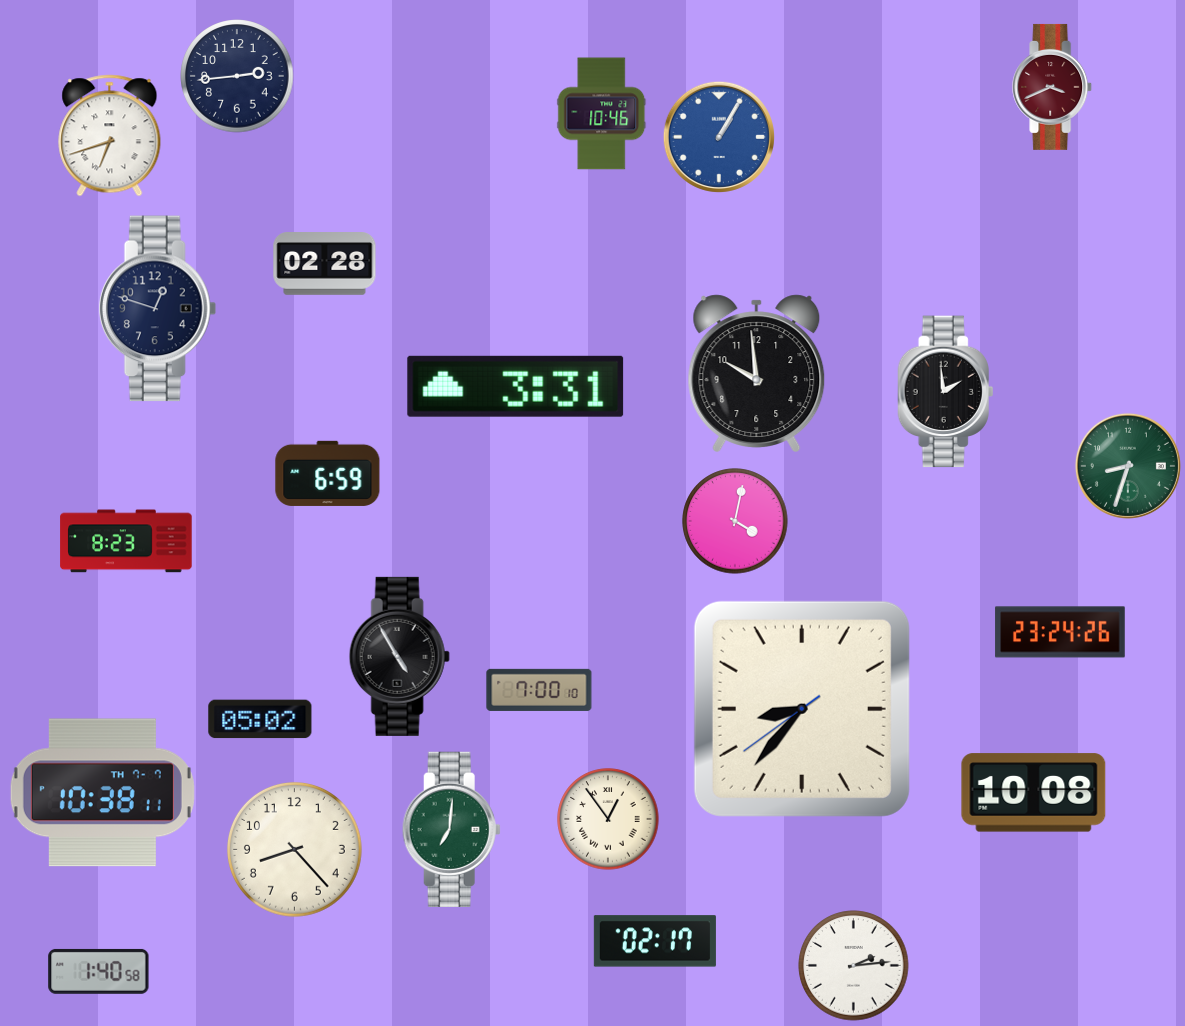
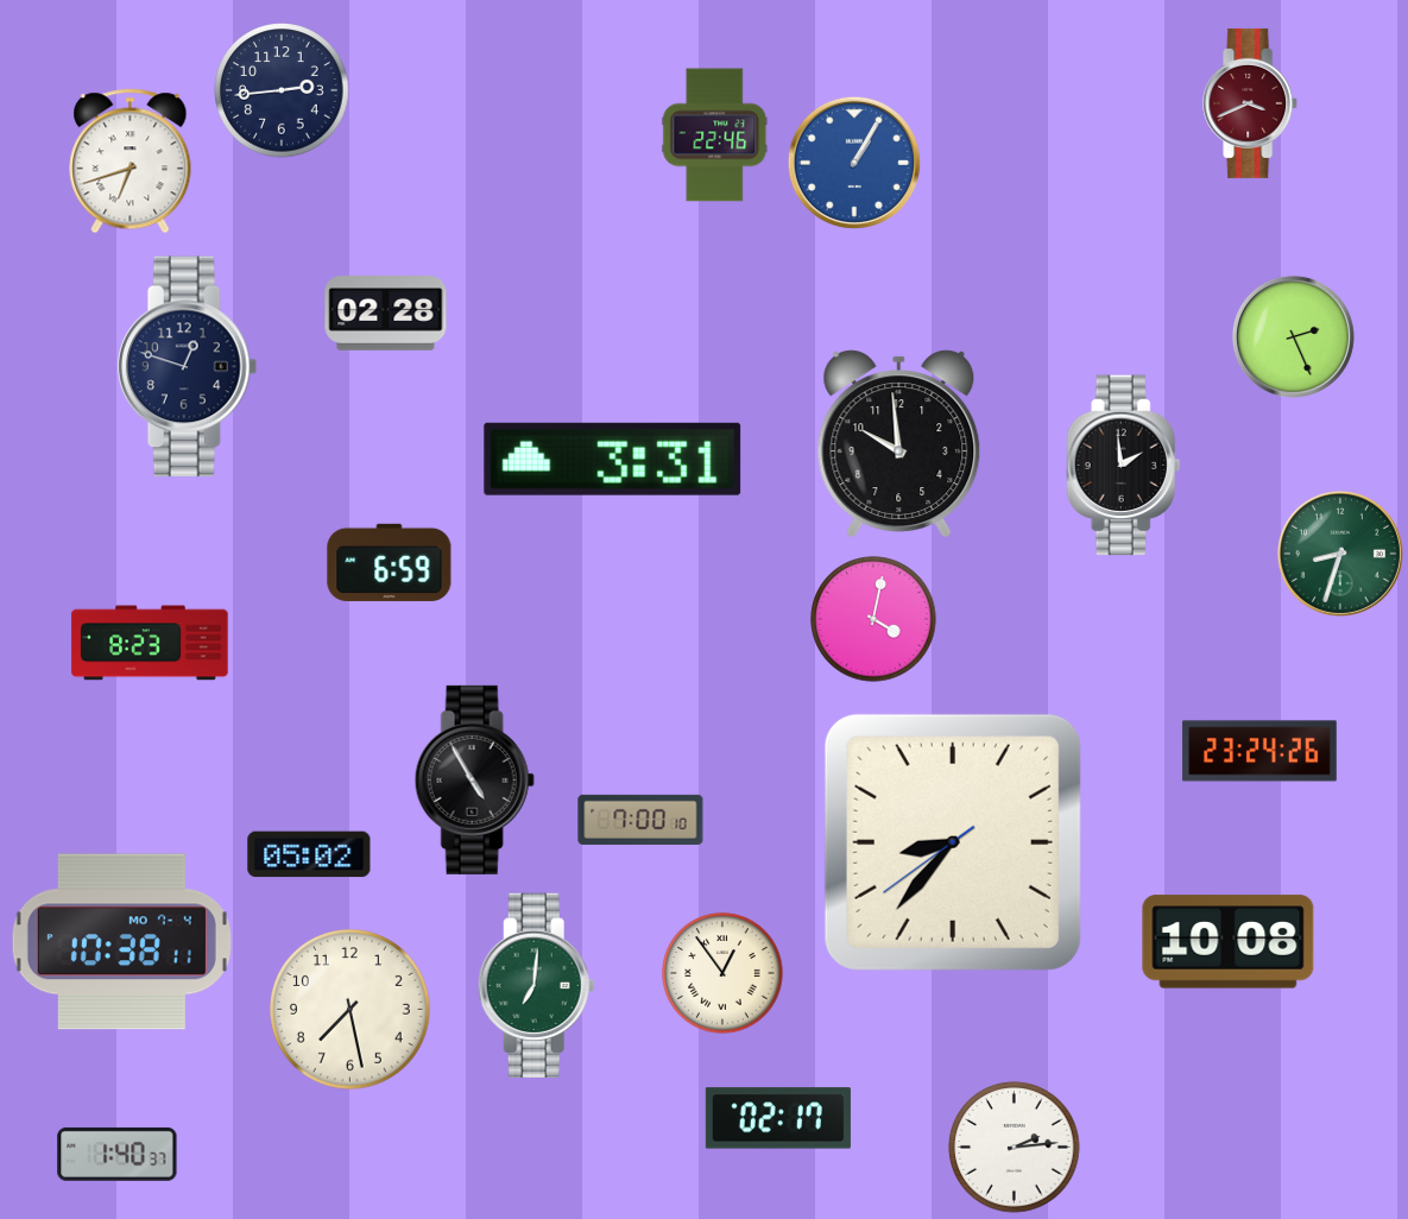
clock at (602, 114): 10:46 -> 22:46
clock at (1293, 336): none -> 2:26
clock at (102, 793) date: TH 7-7 -> MO 7-4
clock at (294, 849): 8:23 -> 7:28
clock at (99, 971): 1:40:58 -> 1:40:37
